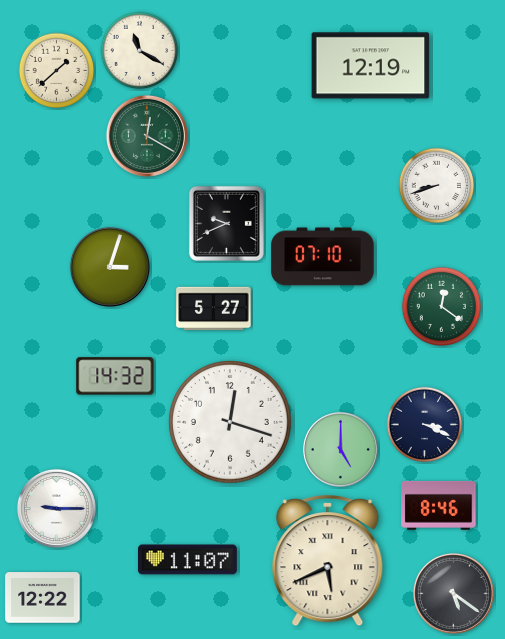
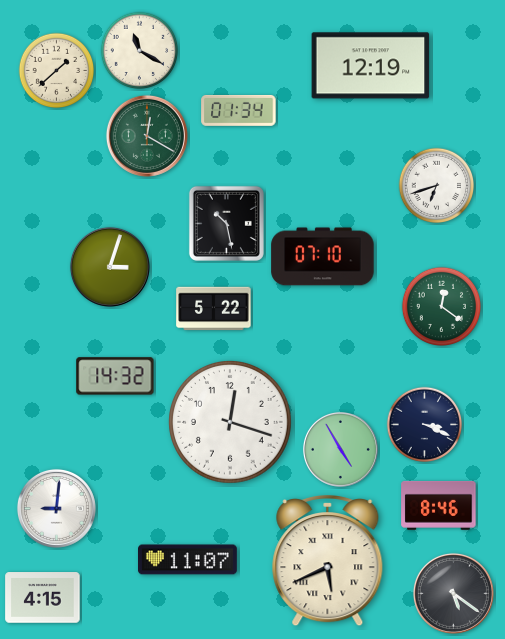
clock at (239, 110): none -> 01:34
clock at (437, 186): 8:42 -> 6:42
clock at (226, 223): 9:41 -> 10:28
clock at (214, 309): 5:27 -> 5:22
clock at (340, 449): 5:00 -> 4:55
clock at (56, 508): 9:15 -> 9:01
clock at (43, 598): 12:22 -> 4:15
